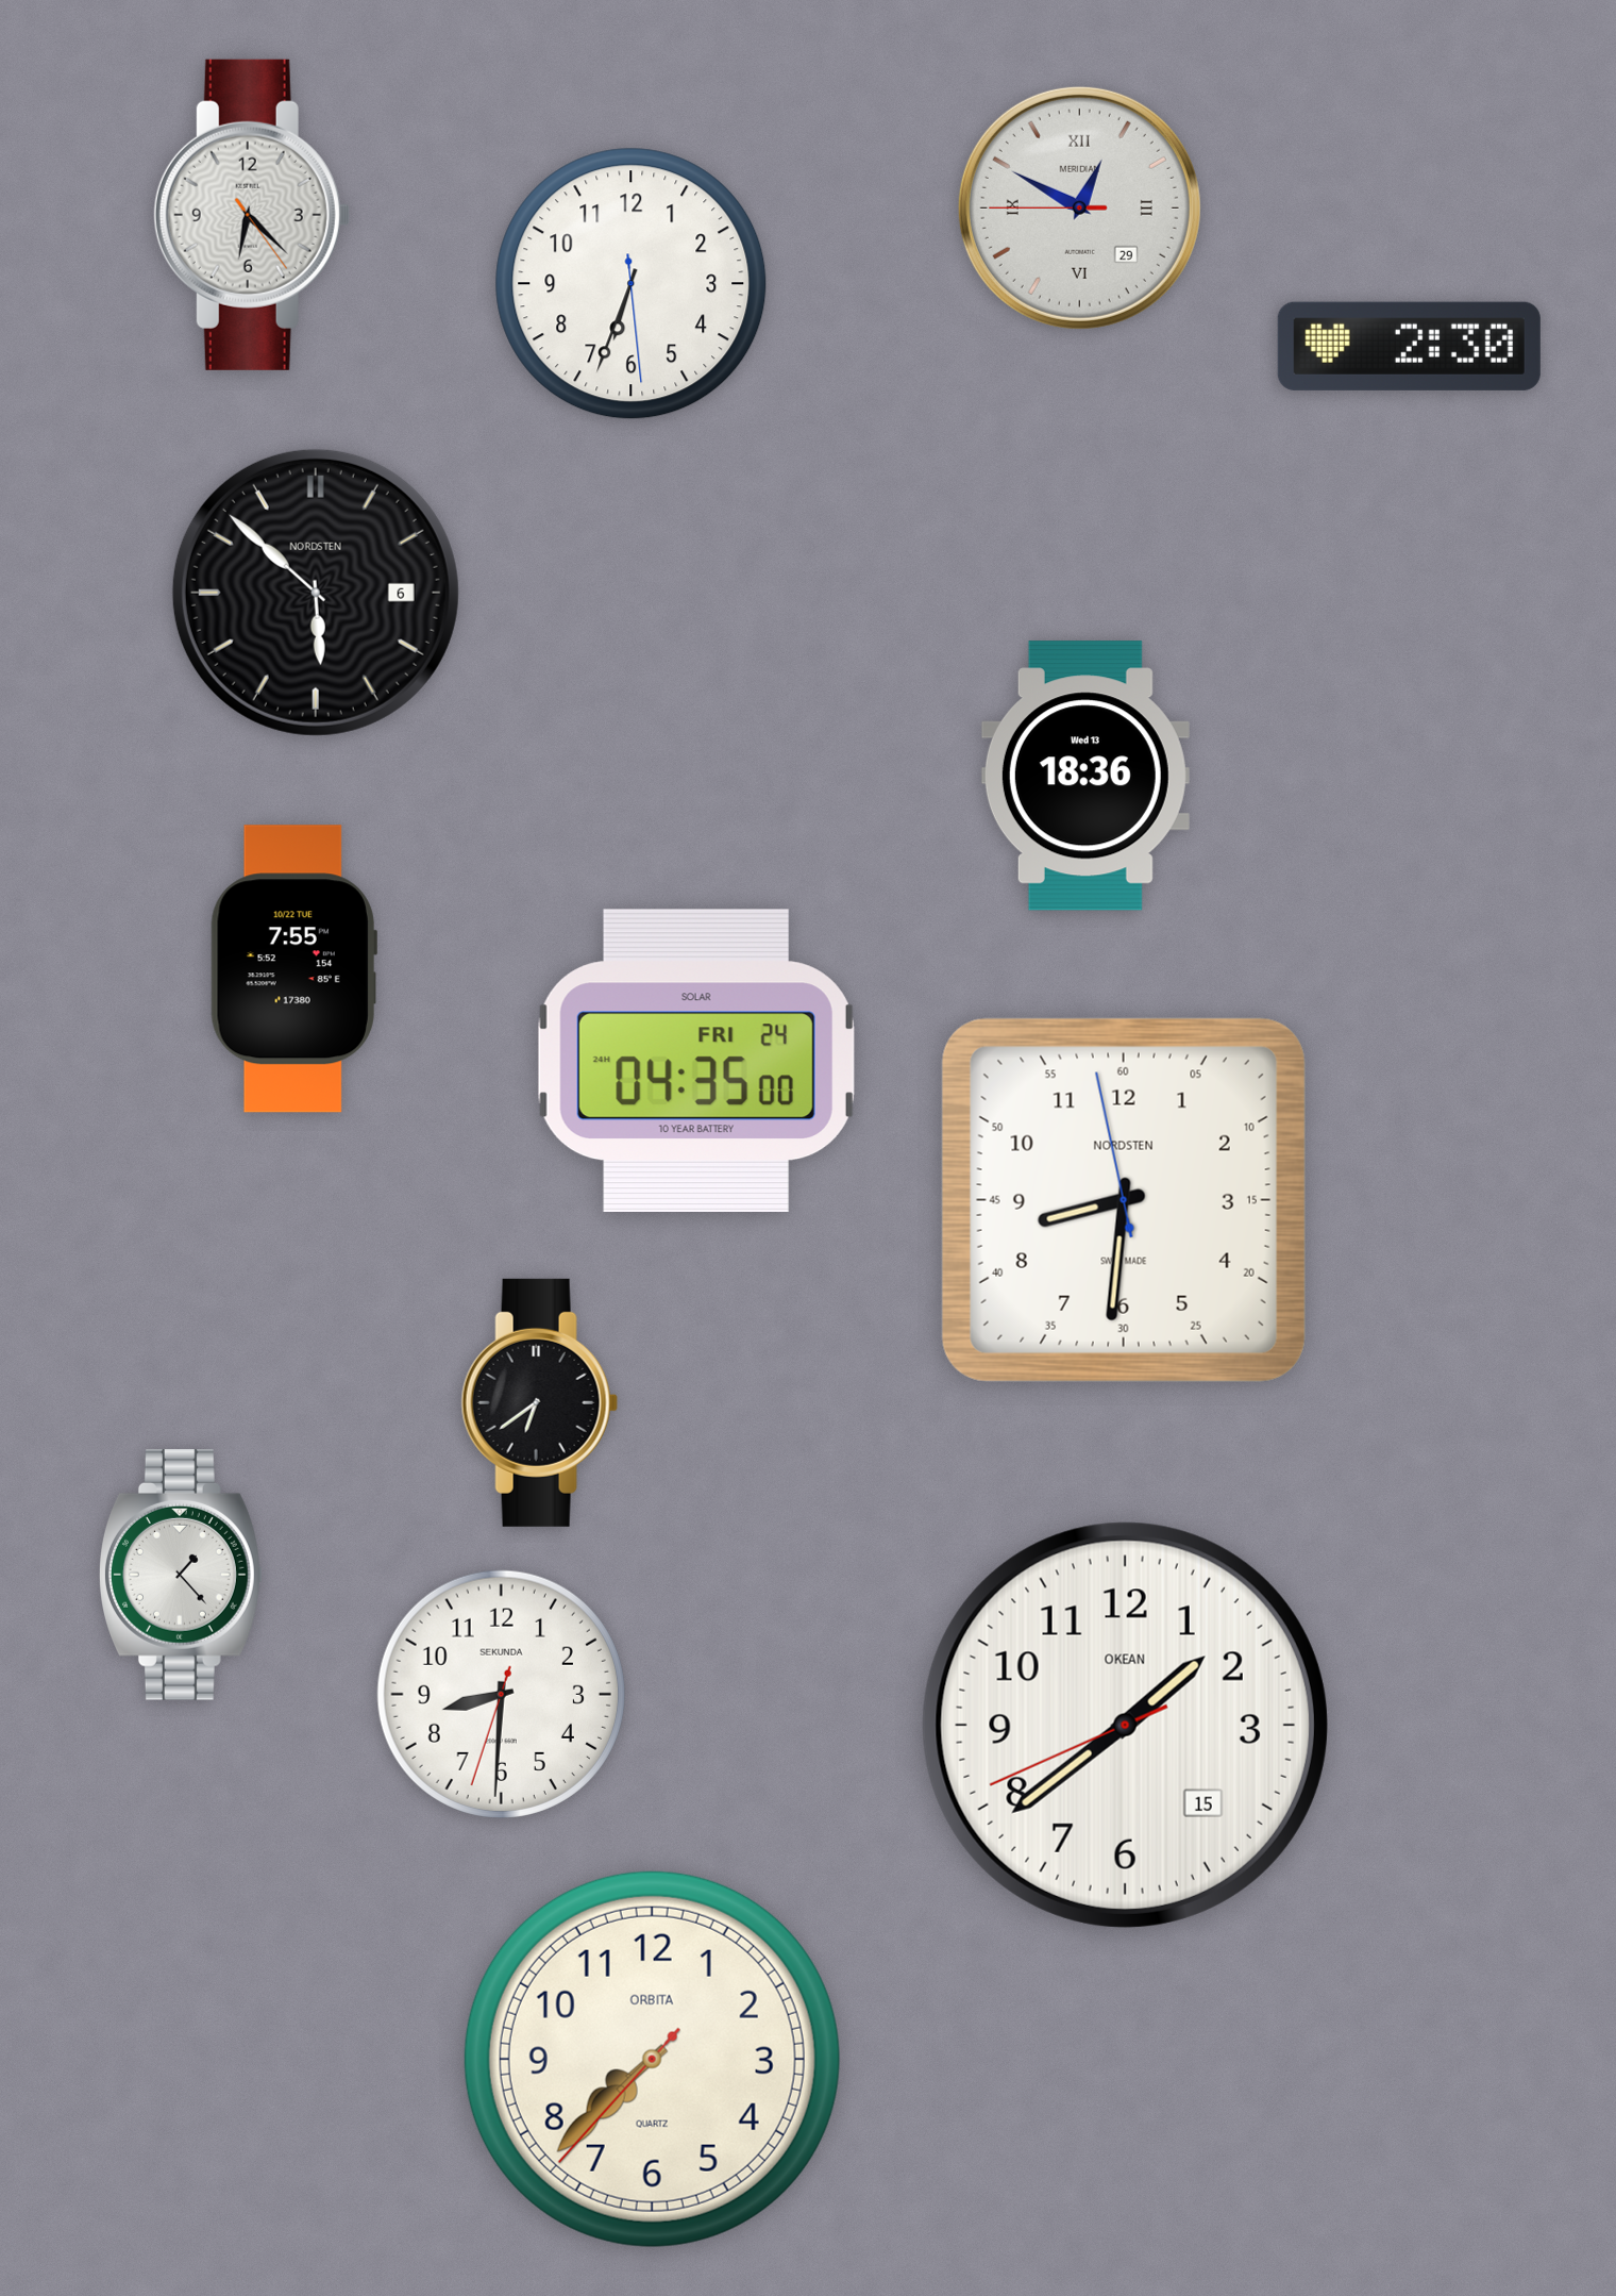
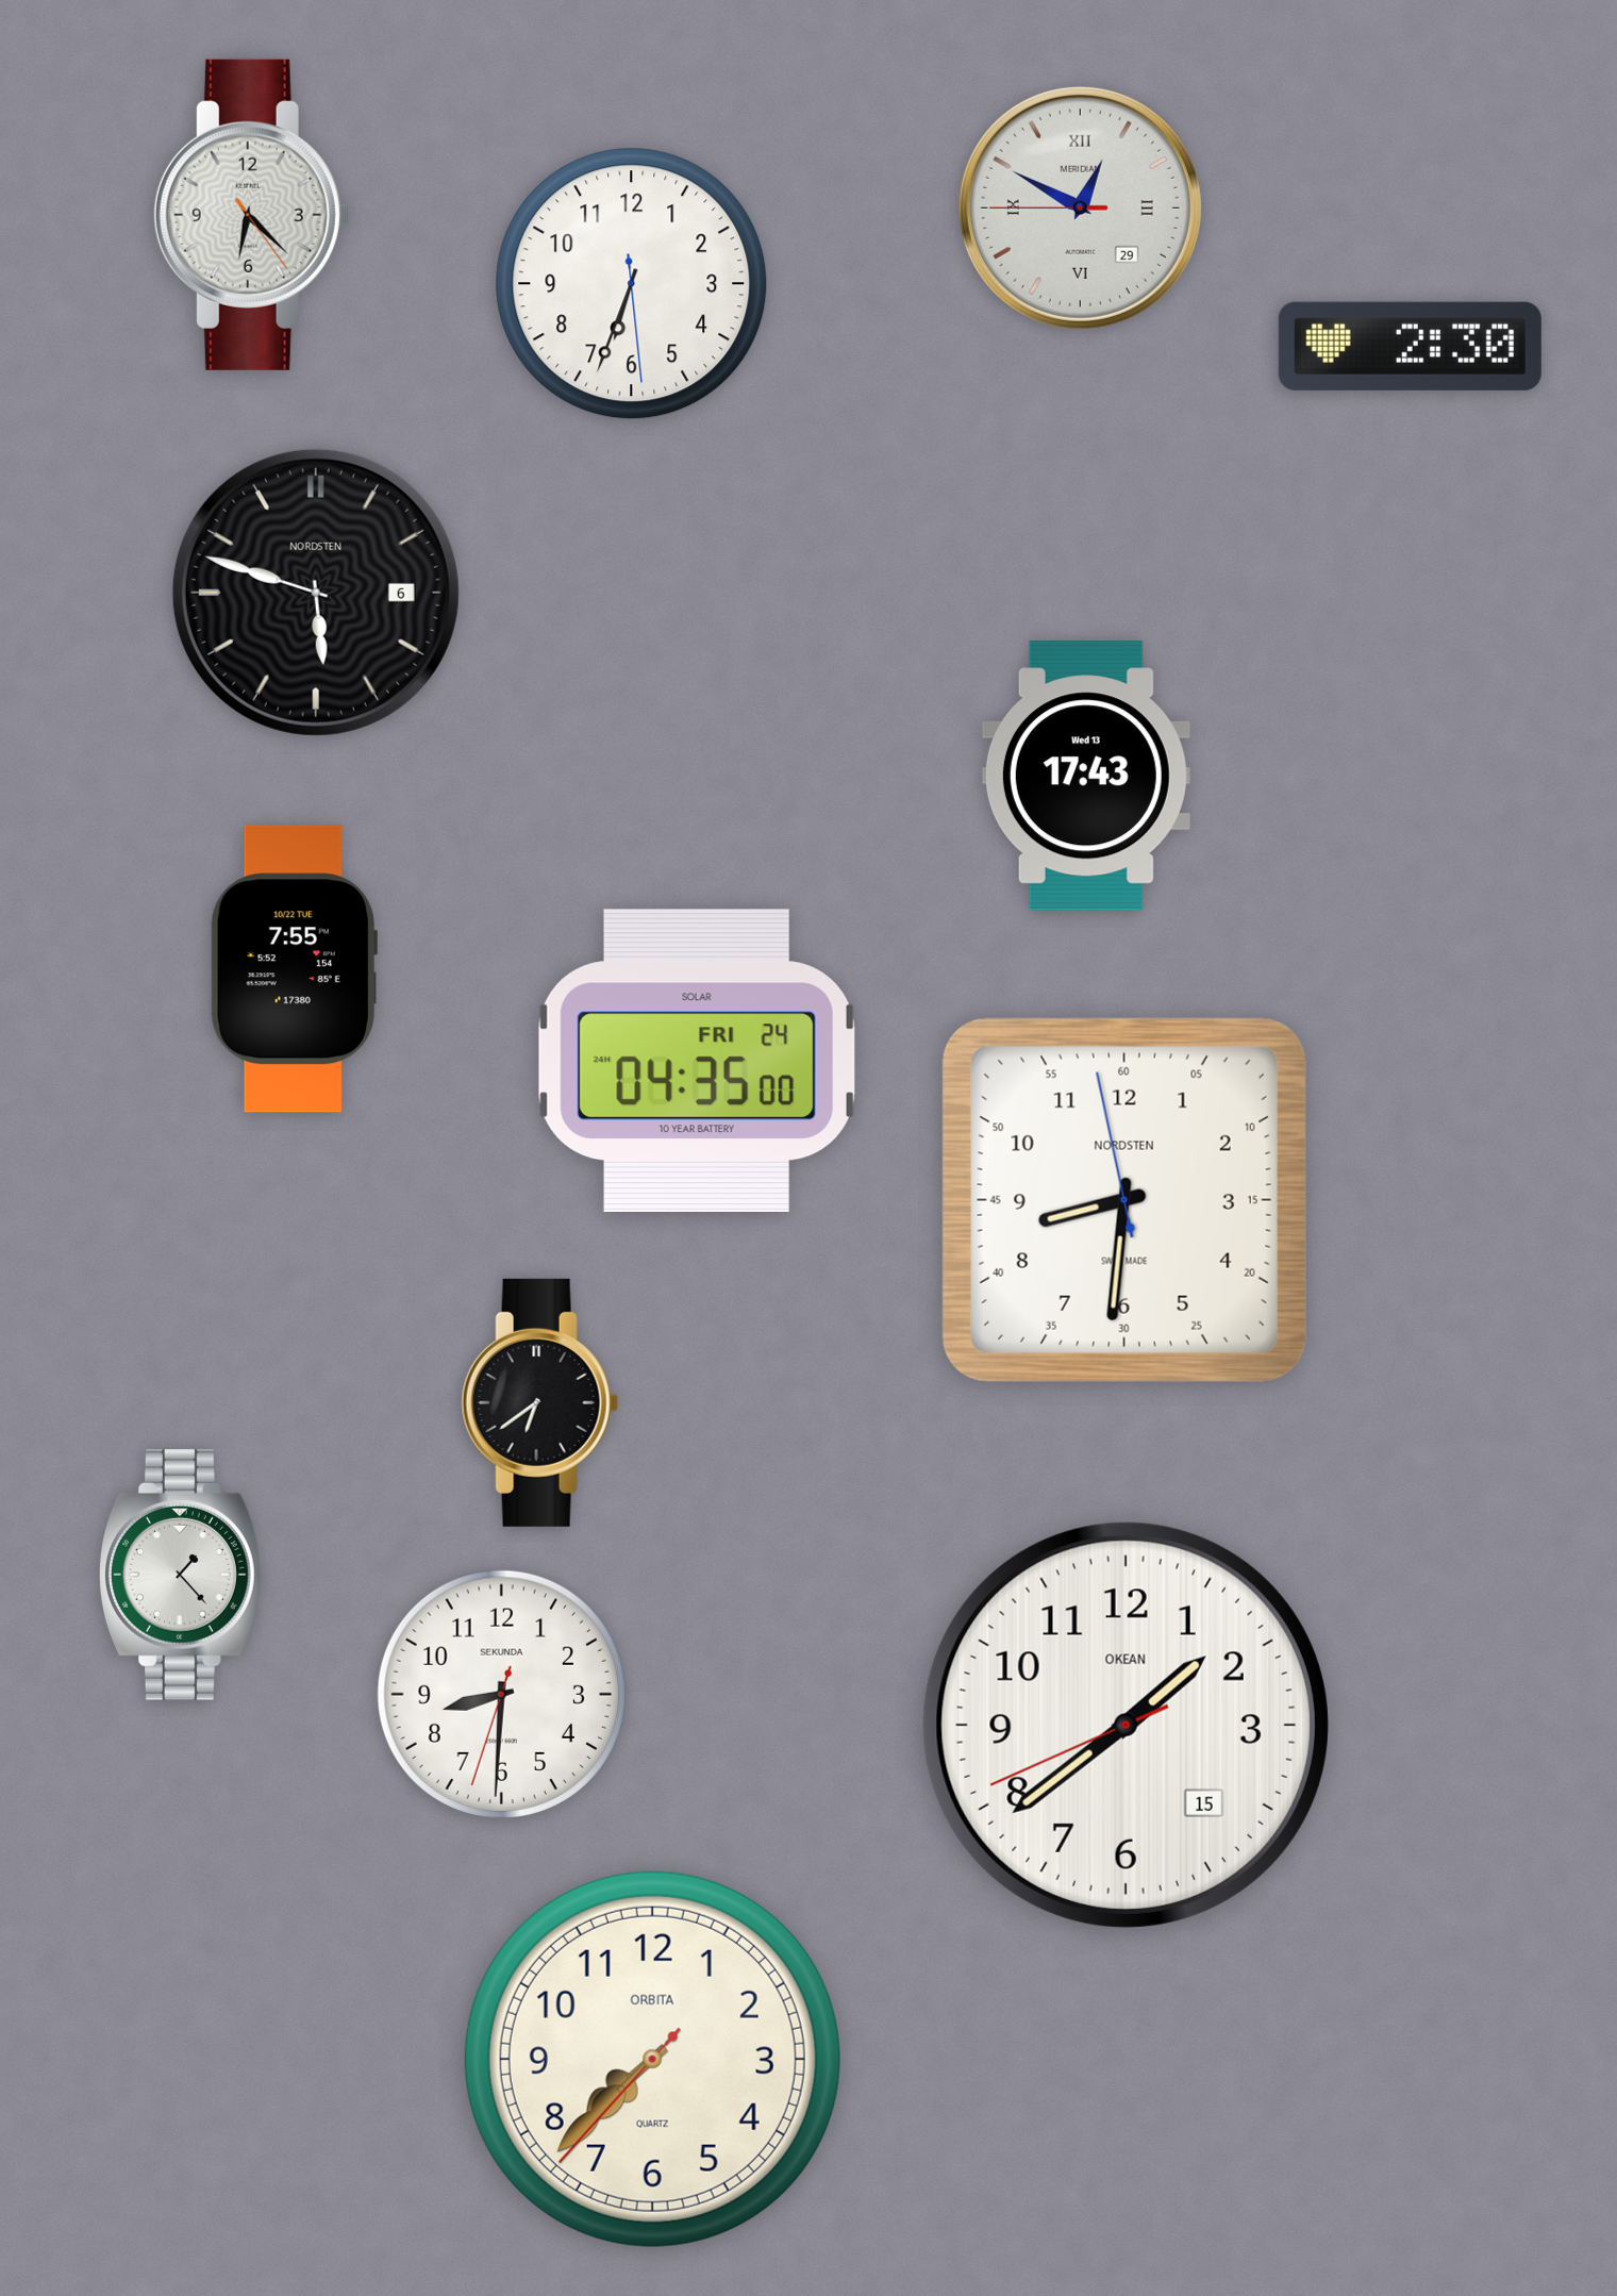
clock at (316, 593): 5:52 -> 5:48
clock at (1085, 776): 18:36 -> 17:43
